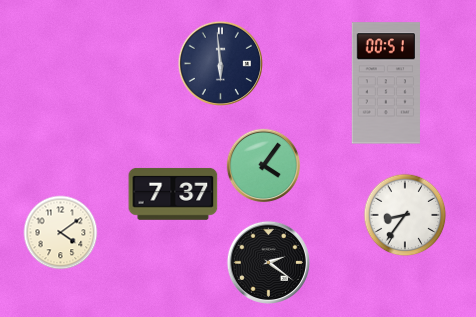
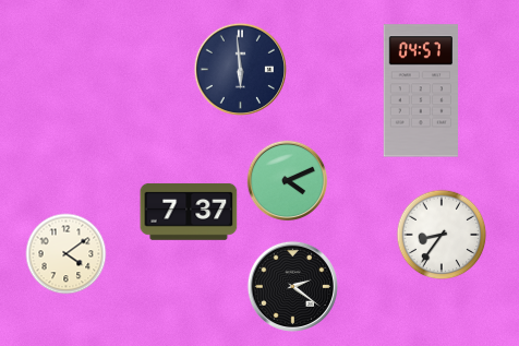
clock at (386, 83): 00:51 -> 04:57
clock at (264, 166): 4:06 -> 4:11
